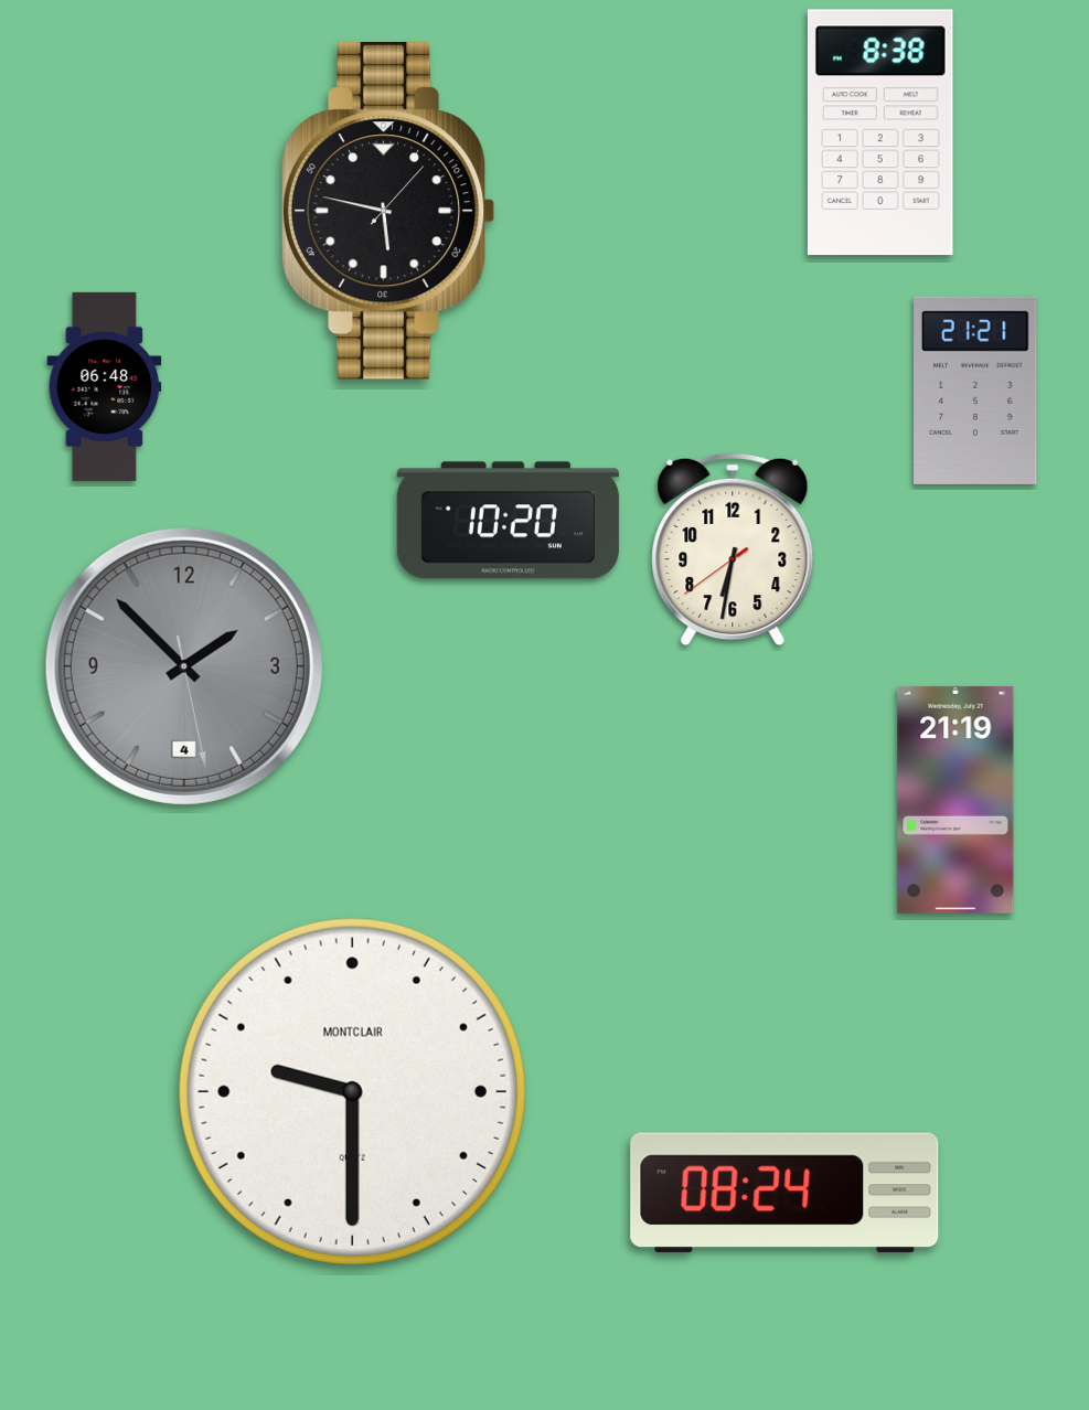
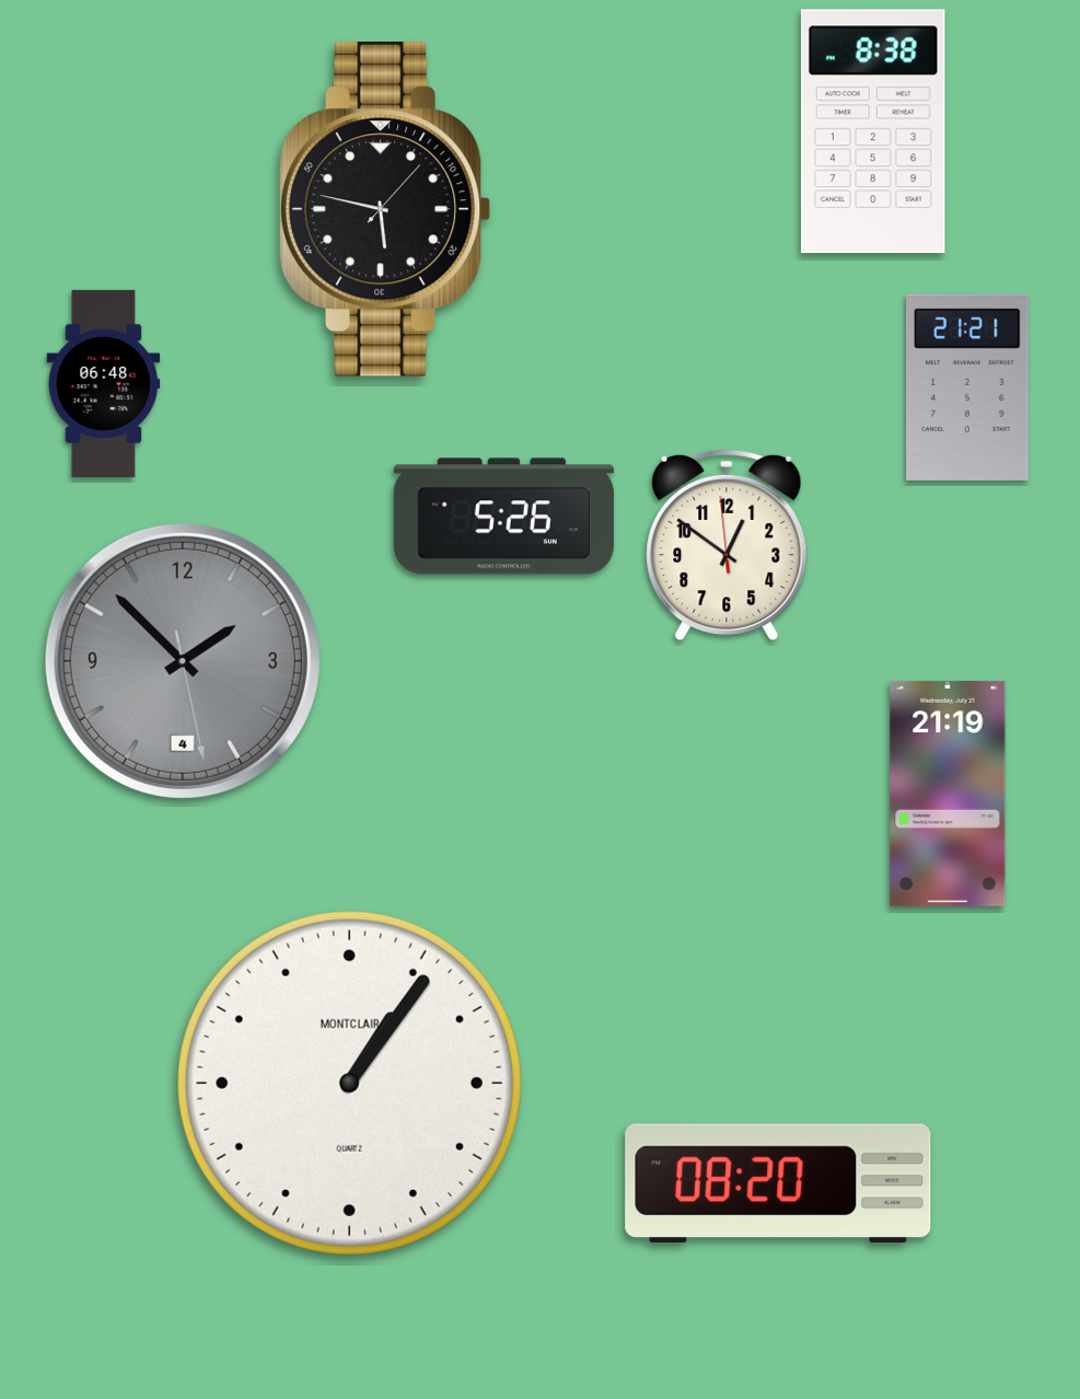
clock at (508, 521): 10:20 -> 5:26
clock at (733, 549): 6:31 -> 12:50
clock at (352, 1091): 9:30 -> 1:06
clock at (784, 1193): 08:24 -> 08:20
